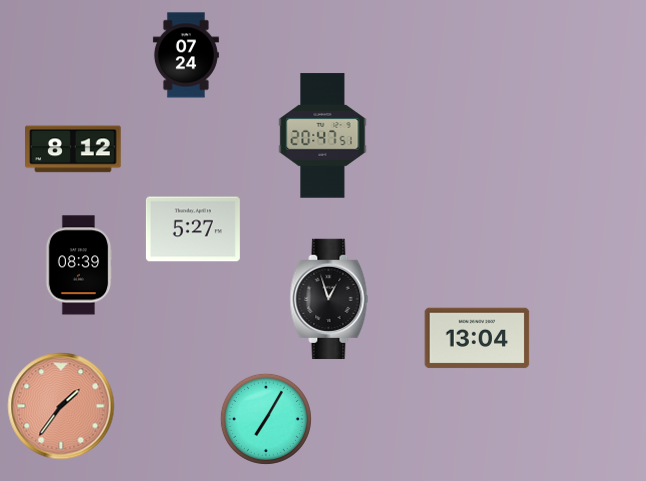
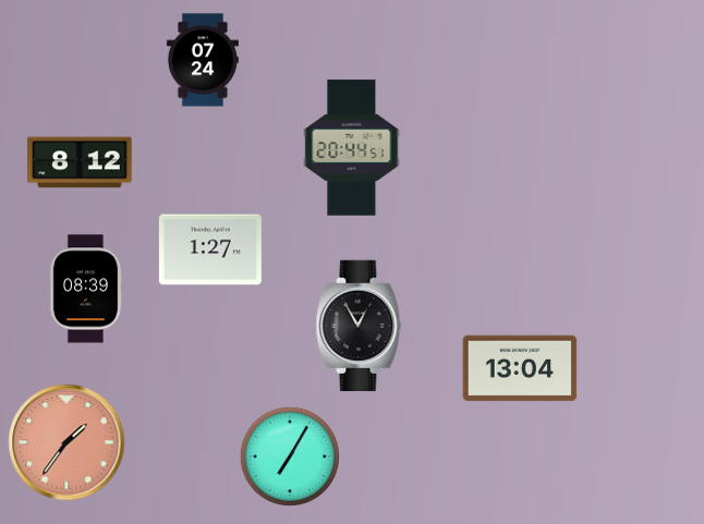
clock at (323, 136): 20:47 -> 20:44
clock at (193, 229): 5:27 -> 1:27
clock at (329, 299): 12:57 -> 12:55
